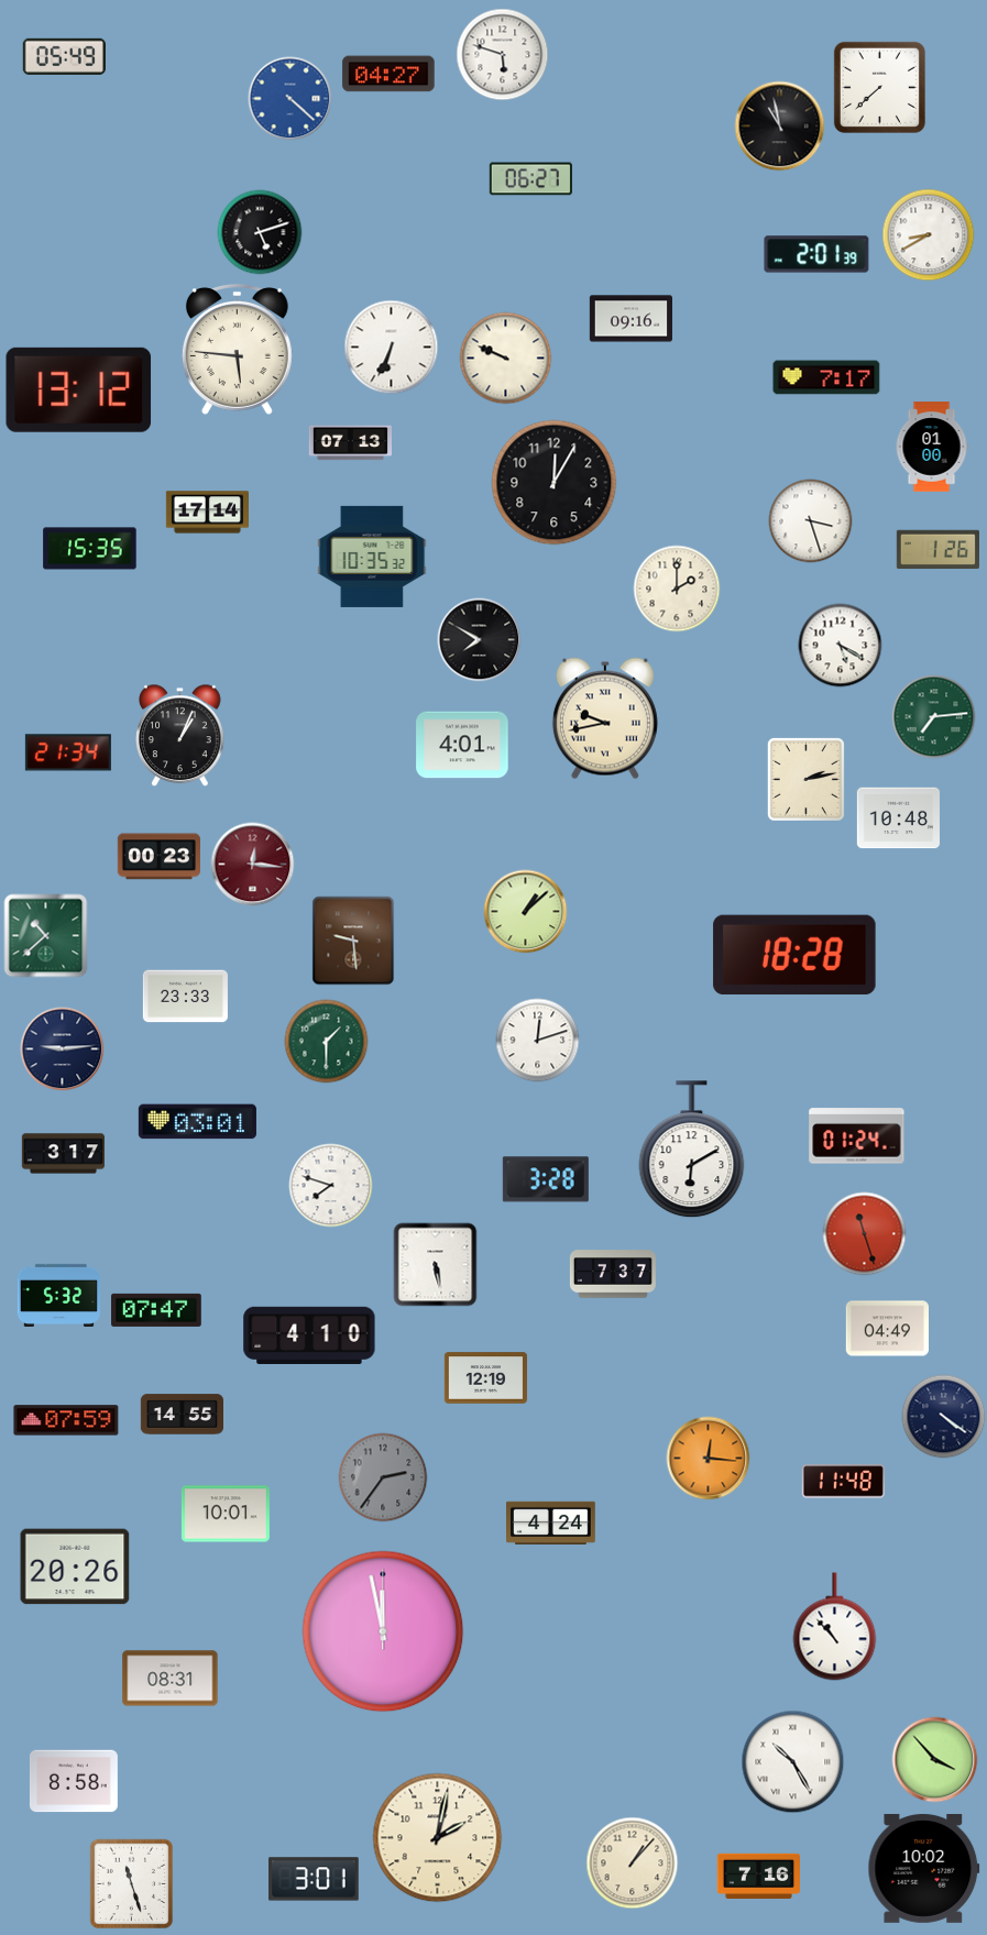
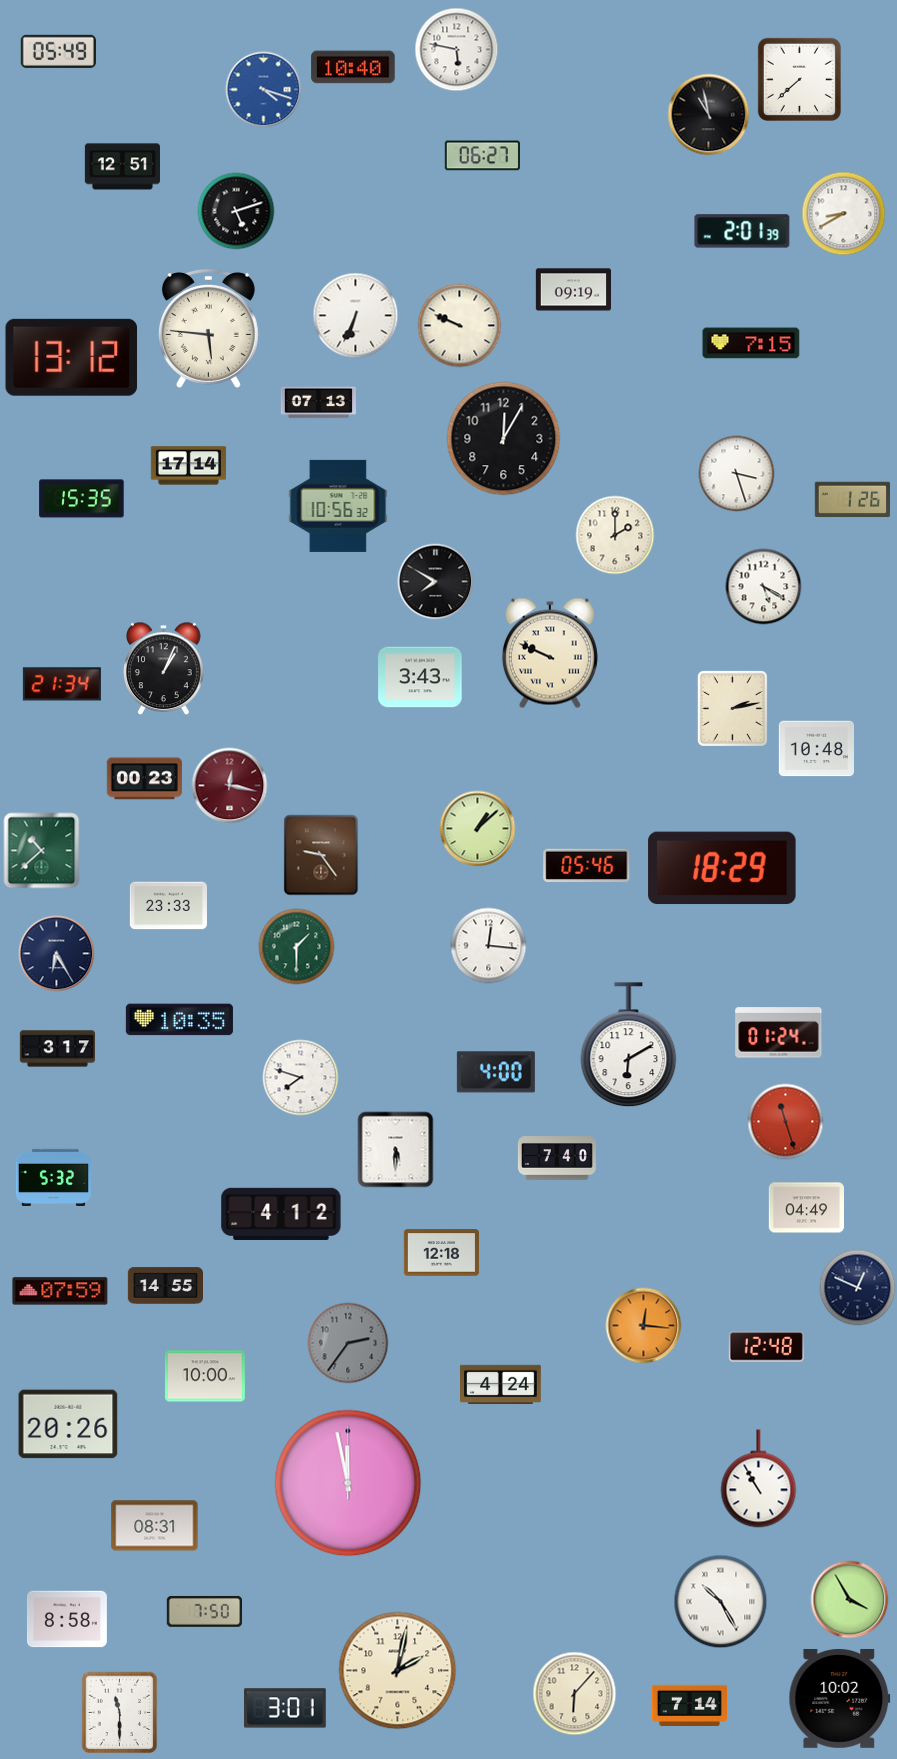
clock at (503, 55): 5:48 -> 5:47
clock at (388, 74): 04:27 -> 10:40
clock at (290, 99): 4:22 -> 4:18
clock at (530, 179) position: (530, 179) -> (482, 156)
clock at (122, 167): none -> 12:51
clock at (630, 319): 09:16 -> 09:19
clock at (237, 350) position: (237, 350) -> (208, 329)
clock at (826, 377): 7:17 -> 7:15
clock at (79, 389) position: (79, 389) -> (72, 357)
clock at (932, 447): 01:00 -> none
clock at (372, 557): 10:35 -> 10:56
clock at (934, 717): 7:14 -> none
clock at (605, 718): 9:43 -> 9:49
clock at (462, 745): 4:01 -> 3:43
clock at (898, 818) position: (898, 818) -> (816, 749)
clock at (253, 865): 12:16 -> 12:17
clock at (353, 941): 9:29 -> 9:24
clock at (587, 865): none -> 05:46
clock at (794, 955): 18:28 -> 18:29
clock at (538, 1041): 12:12 -> 12:16
clock at (63, 1049): 9:14 -> 6:25
clock at (197, 1122): 03:01 -> 10:35
clock at (546, 1179): 3:28 -> 4:00
clock at (436, 1265): 5:28 -> 5:30
clock at (613, 1274): 7:37 -> 7:40
clock at (156, 1310): 07:47 -> none
clock at (309, 1335): 4:10 -> 4:12
clock at (485, 1378): 12:19 -> 12:18
clock at (944, 1417): 4:21 -> 12:49
clock at (843, 1482): 11:48 -> 12:48
clock at (226, 1514): 10:01 -> 10:00
clock at (835, 1627): 10:53 -> 10:55
clock at (935, 1760): 3:53 -> 3:55
clock at (204, 1611): none -> 7:50
clock at (633, 1863): 1:07 -> 6:07
clock at (758, 1876): 7:16 -> 7:14
clock at (132, 1884): 11:27 -> 11:30
